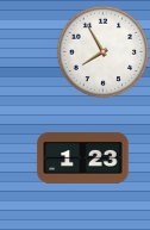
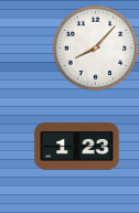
clock at (102, 51): 7:55 -> 8:07
